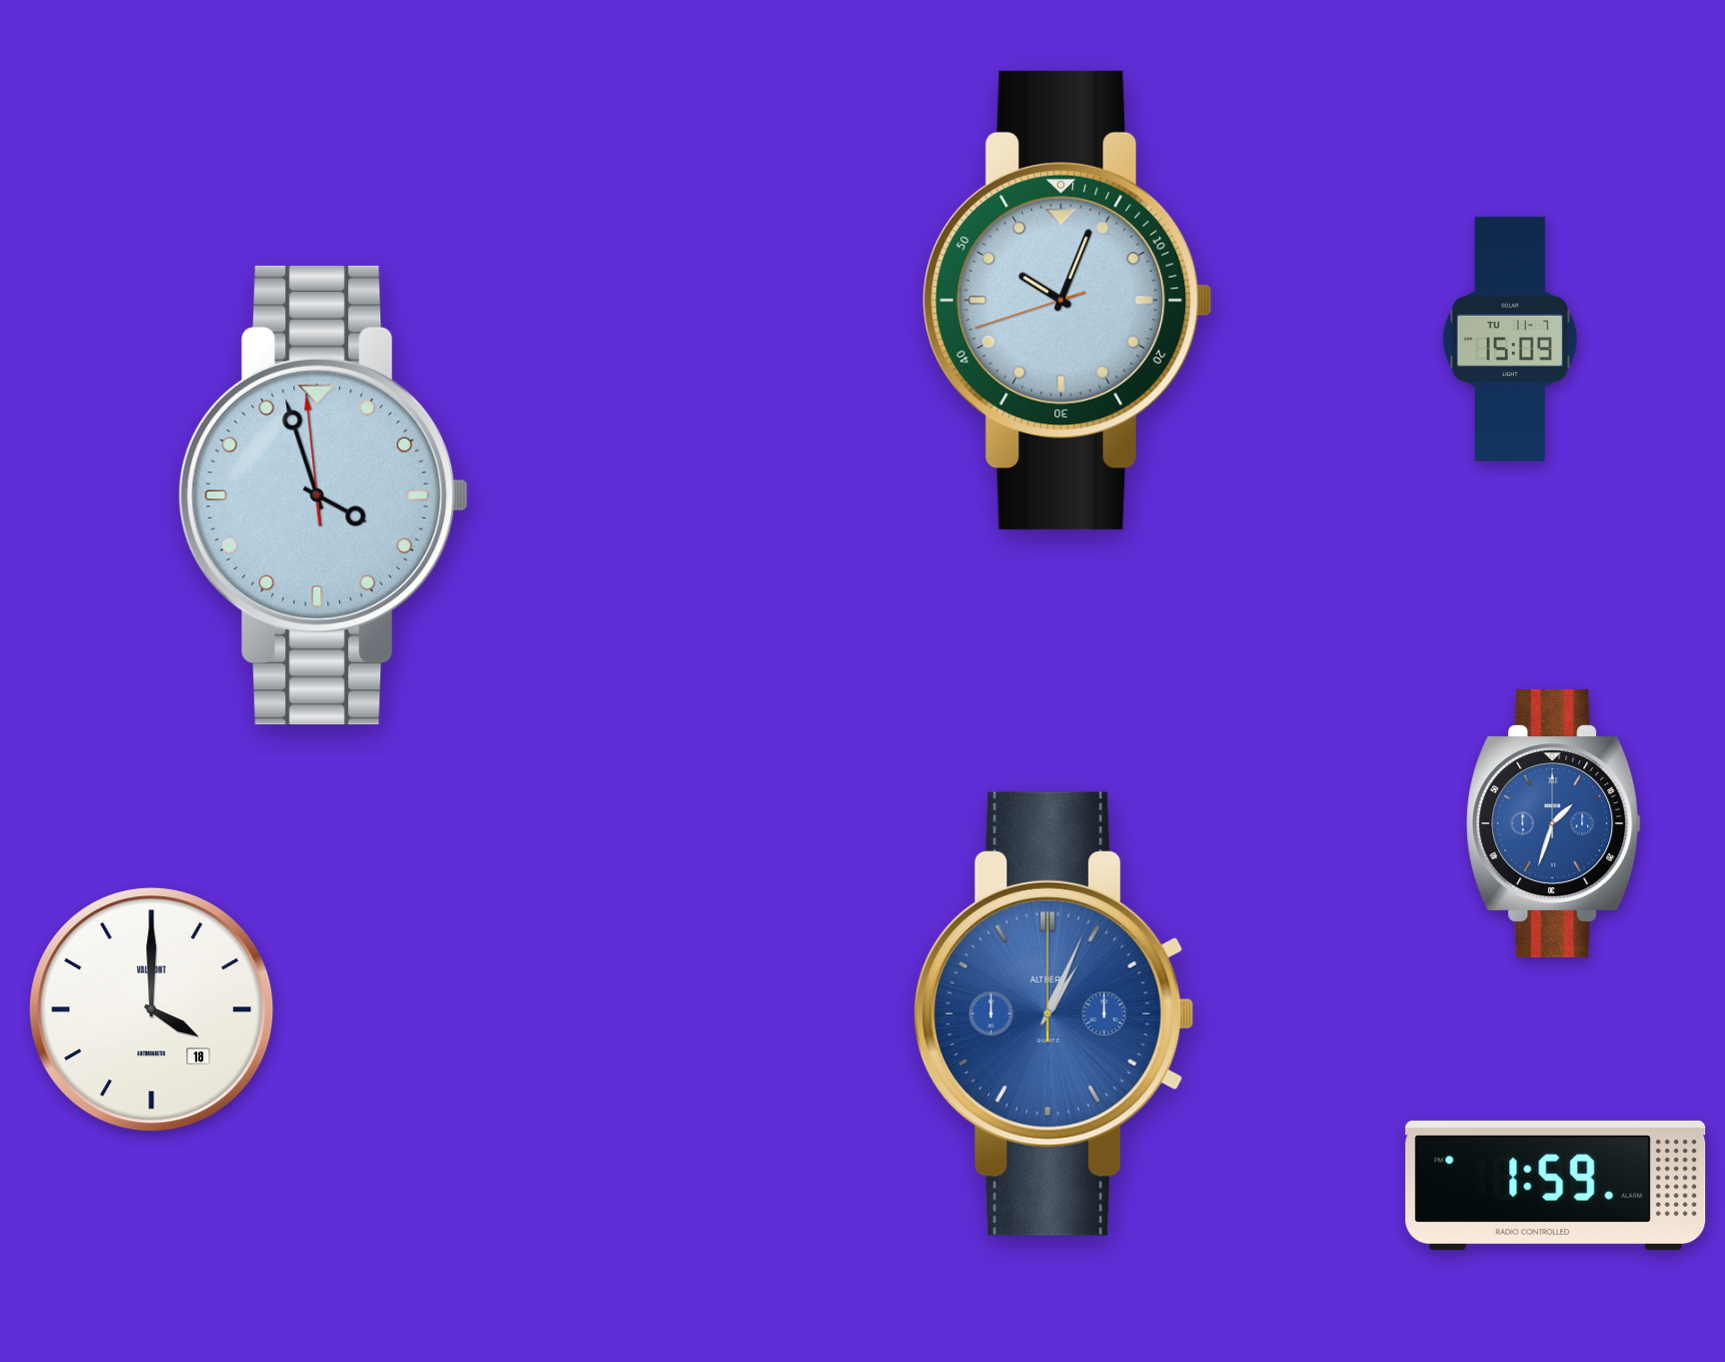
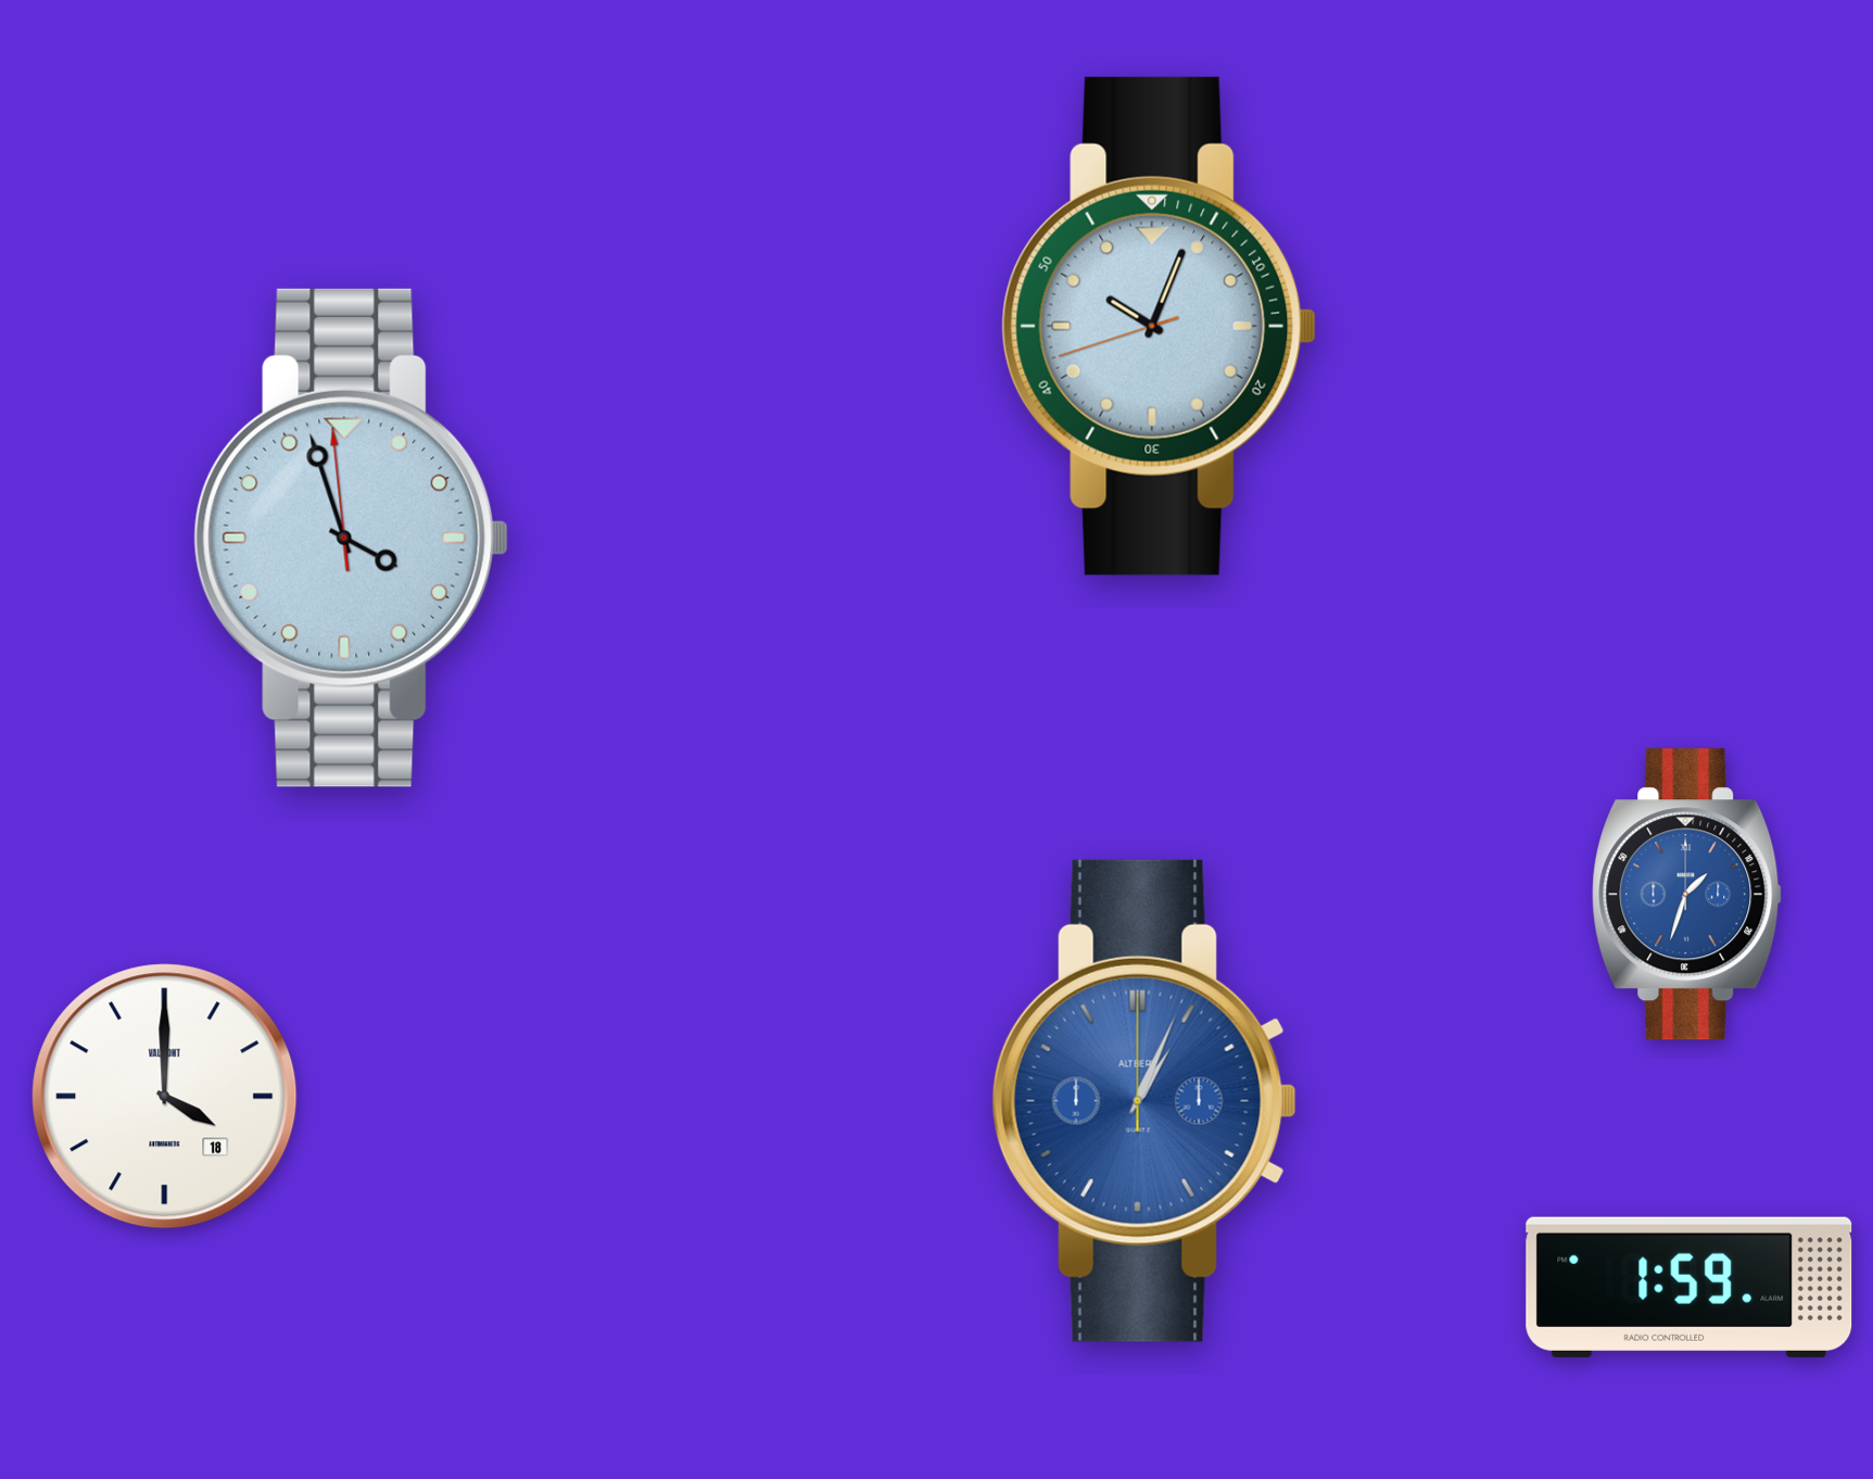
clock at (1510, 339): 15:09 -> none
